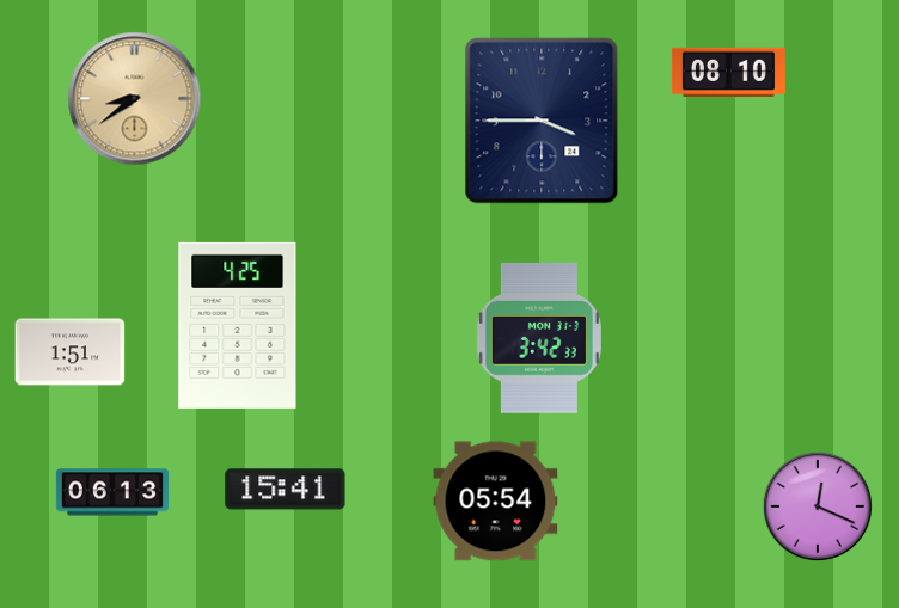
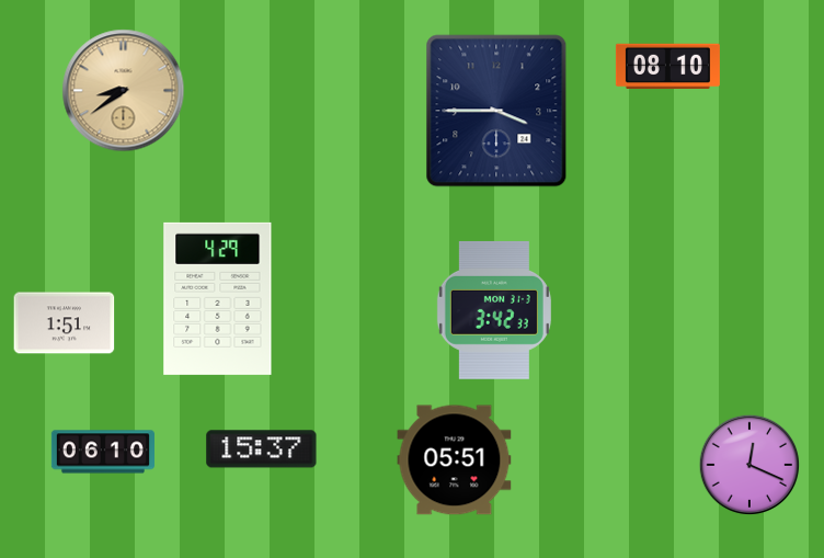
clock at (238, 325): 4:25 -> 4:29
clock at (286, 490): 15:41 -> 15:37
clock at (112, 492): 06:13 -> 06:10
clock at (496, 502): 05:54 -> 05:51
